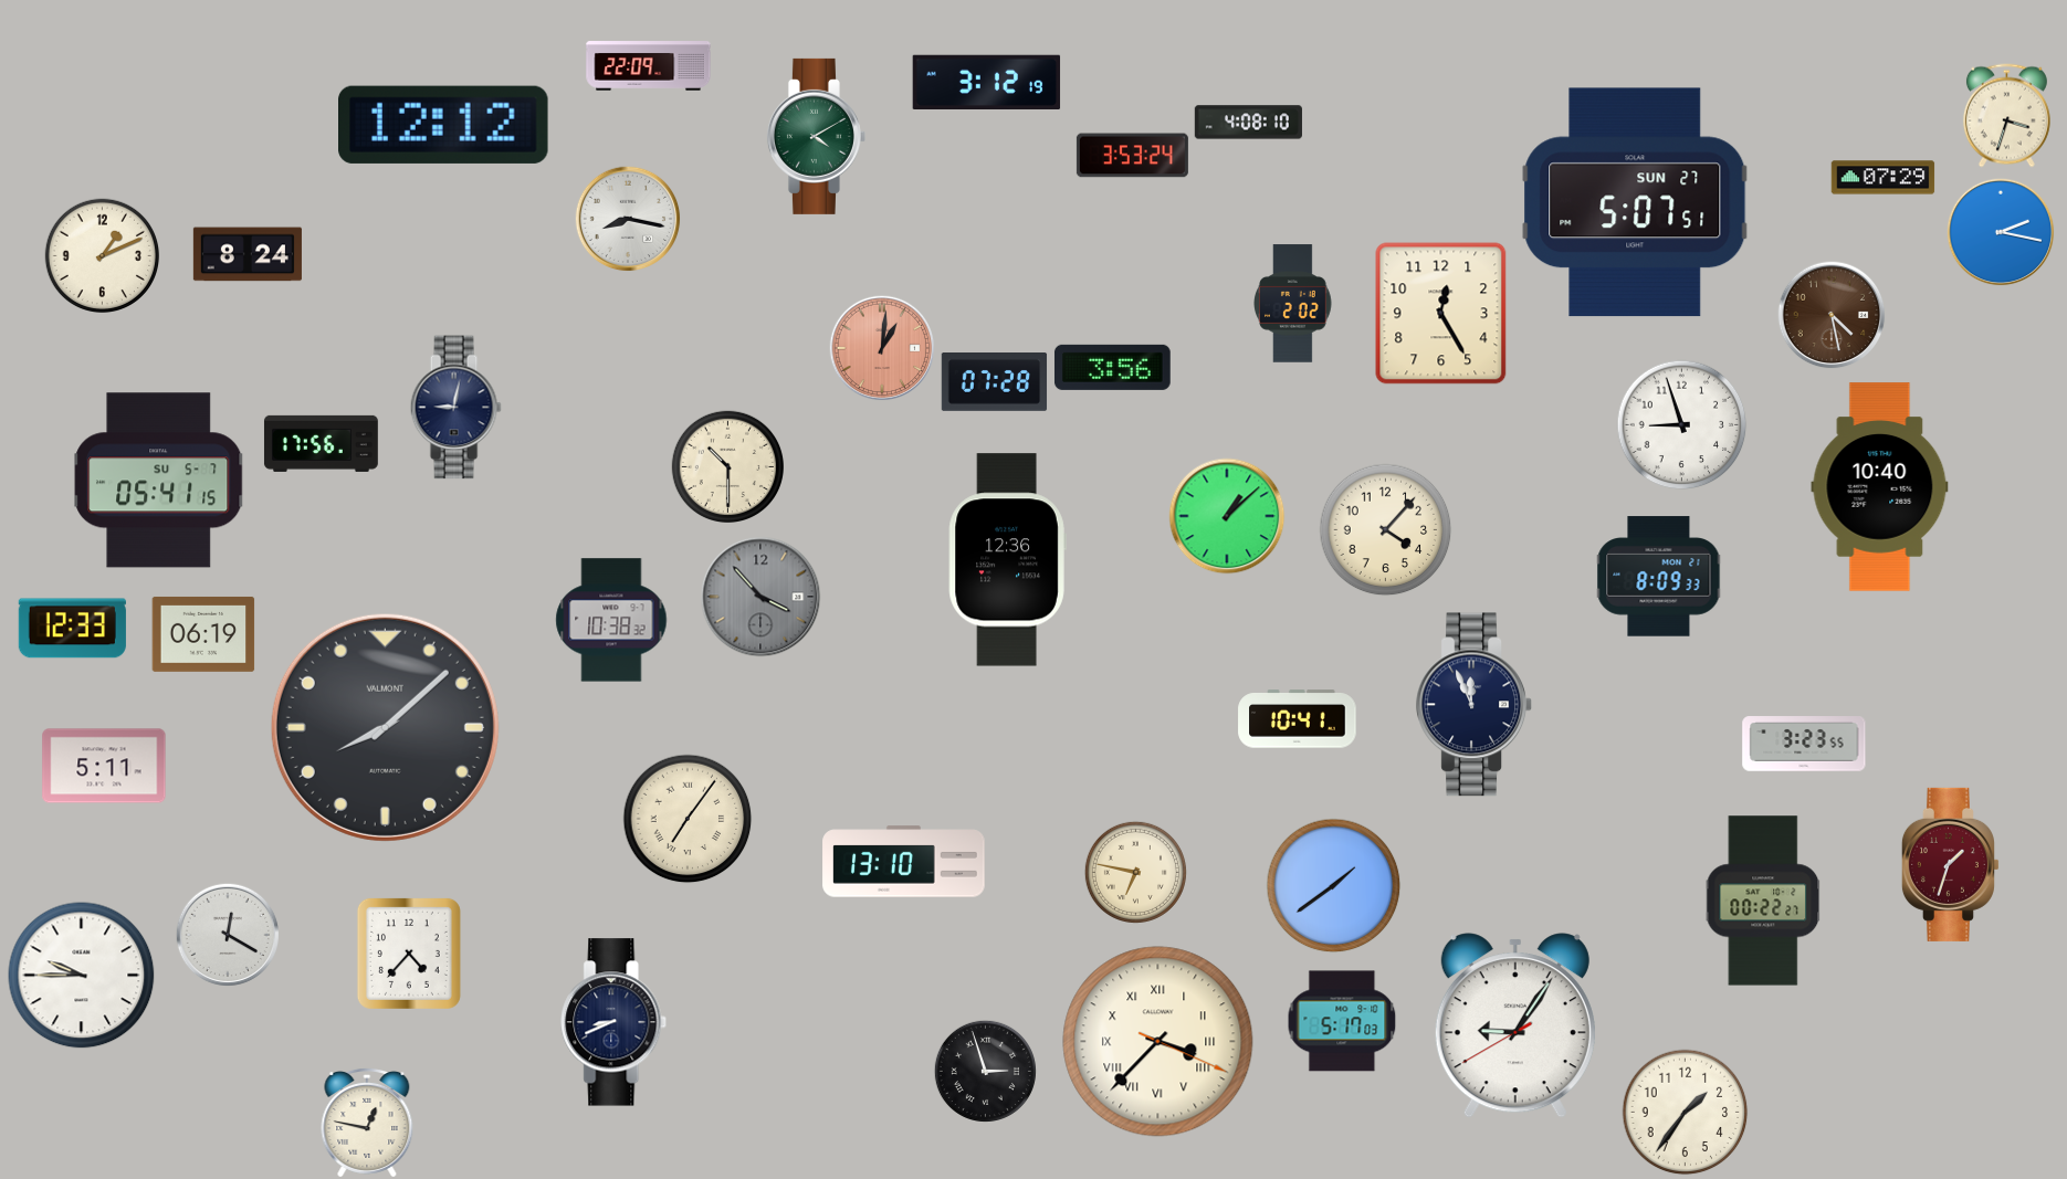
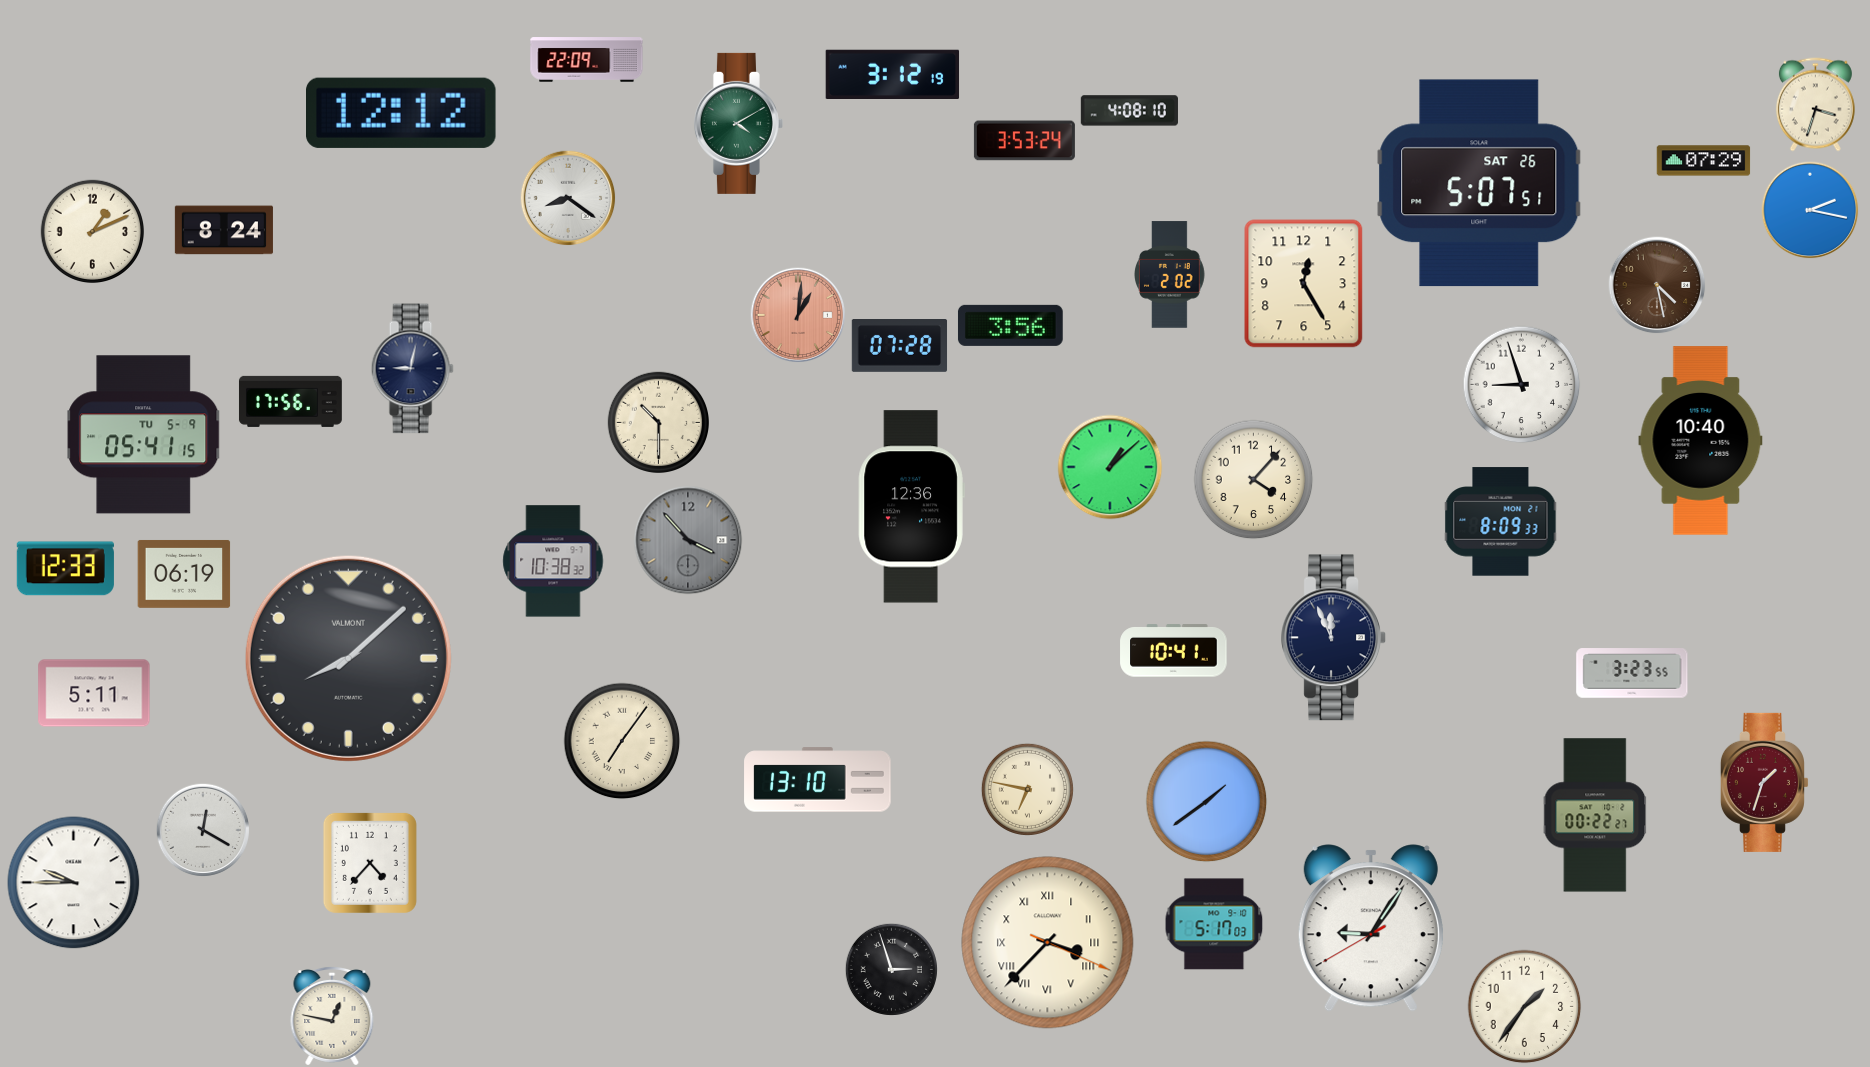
clock at (1635, 202) date: SUN 27 -> SAT 26
clock at (628, 219): 8:17 -> 8:21
clock at (1112, 367) position: (1112, 367) -> (1010, 325)
clock at (159, 481) date: SU 5-7 -> TU 5-9
clock at (227, 934) position: (227, 934) -> (202, 829)
clock at (615, 1022): 8:41 -> none
